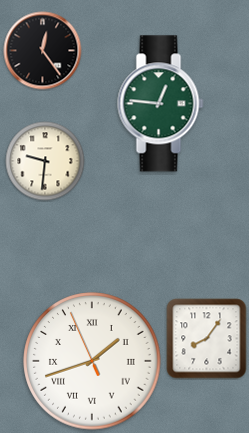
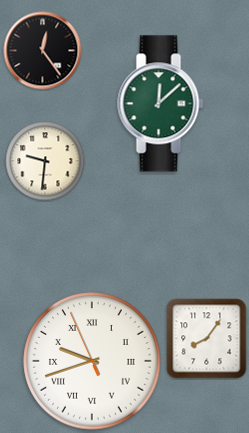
clock at (161, 104): 12:46 -> 12:08
clock at (92, 361): 1:41 -> 9:41
